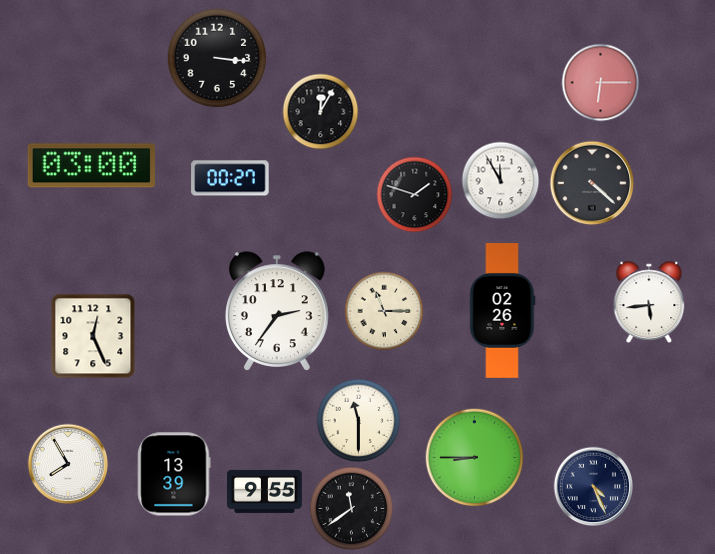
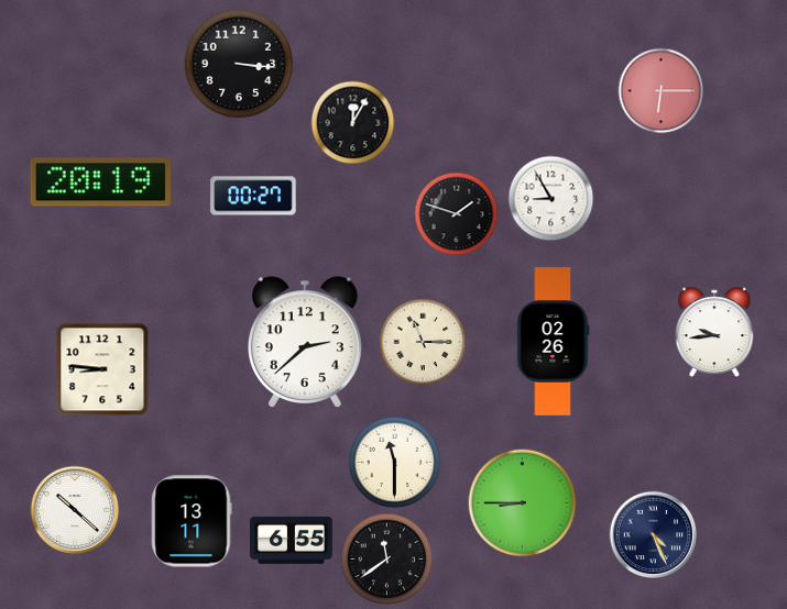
clock at (91, 166): 03:00 -> 20:19
clock at (501, 181): 11:55 -> 8:55
clock at (592, 183): 4:22 -> none
clock at (649, 301): 5:44 -> 9:44
clock at (277, 311): 2:36 -> 2:38
clock at (93, 336): 12:26 -> 8:46
clock at (68, 464): 7:55 -> 10:22
clock at (174, 474): 13:39 -> 13:11
clock at (265, 491): 9:55 -> 6:55
